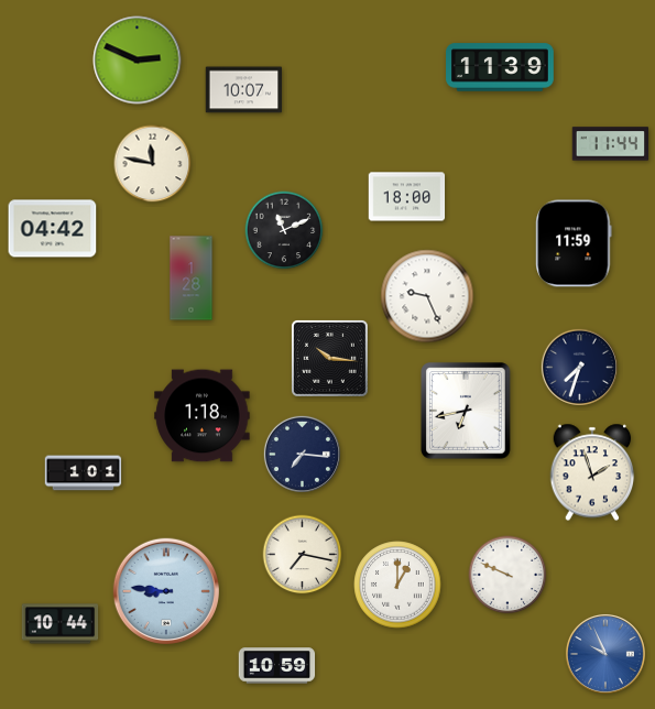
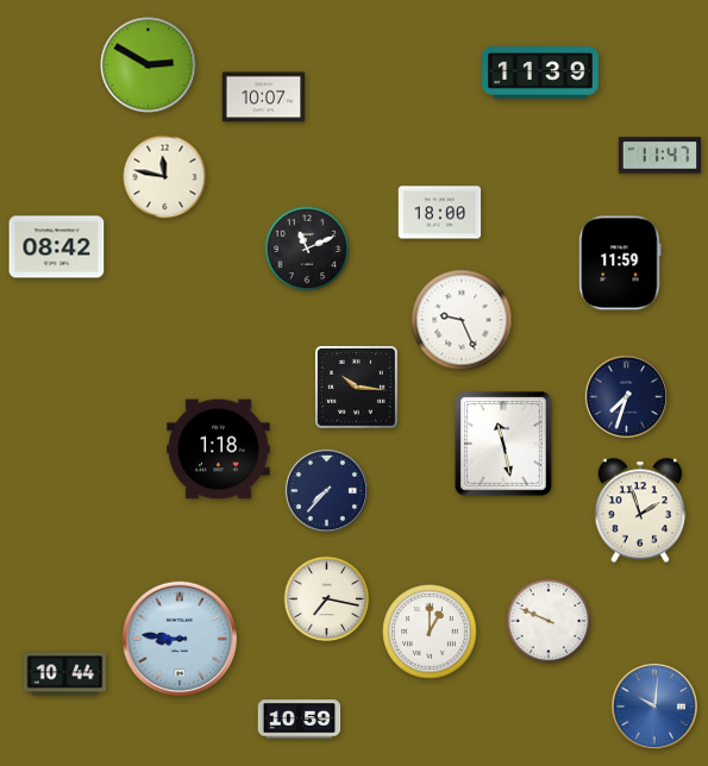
clock at (138, 61): 2:49 -> 2:50
clock at (611, 144): 11:44 -> 11:47
clock at (53, 229): 04:42 -> 08:42
clock at (192, 279): 1:28 -> none
clock at (467, 412): 6:43 -> 11:28
clock at (302, 454): 7:16 -> 7:37
clock at (84, 473): 1:01 -> none
clock at (605, 654): 9:56 -> 10:01
